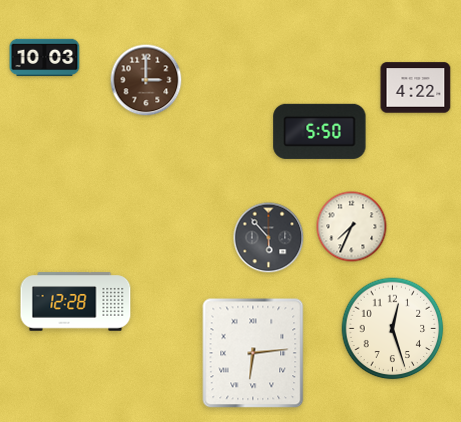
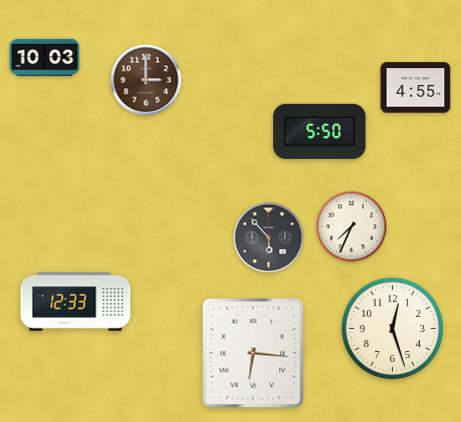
clock at (416, 88): 4:22 -> 4:55
clock at (76, 302): 12:28 -> 12:33
clock at (253, 353): 6:14 -> 6:16
